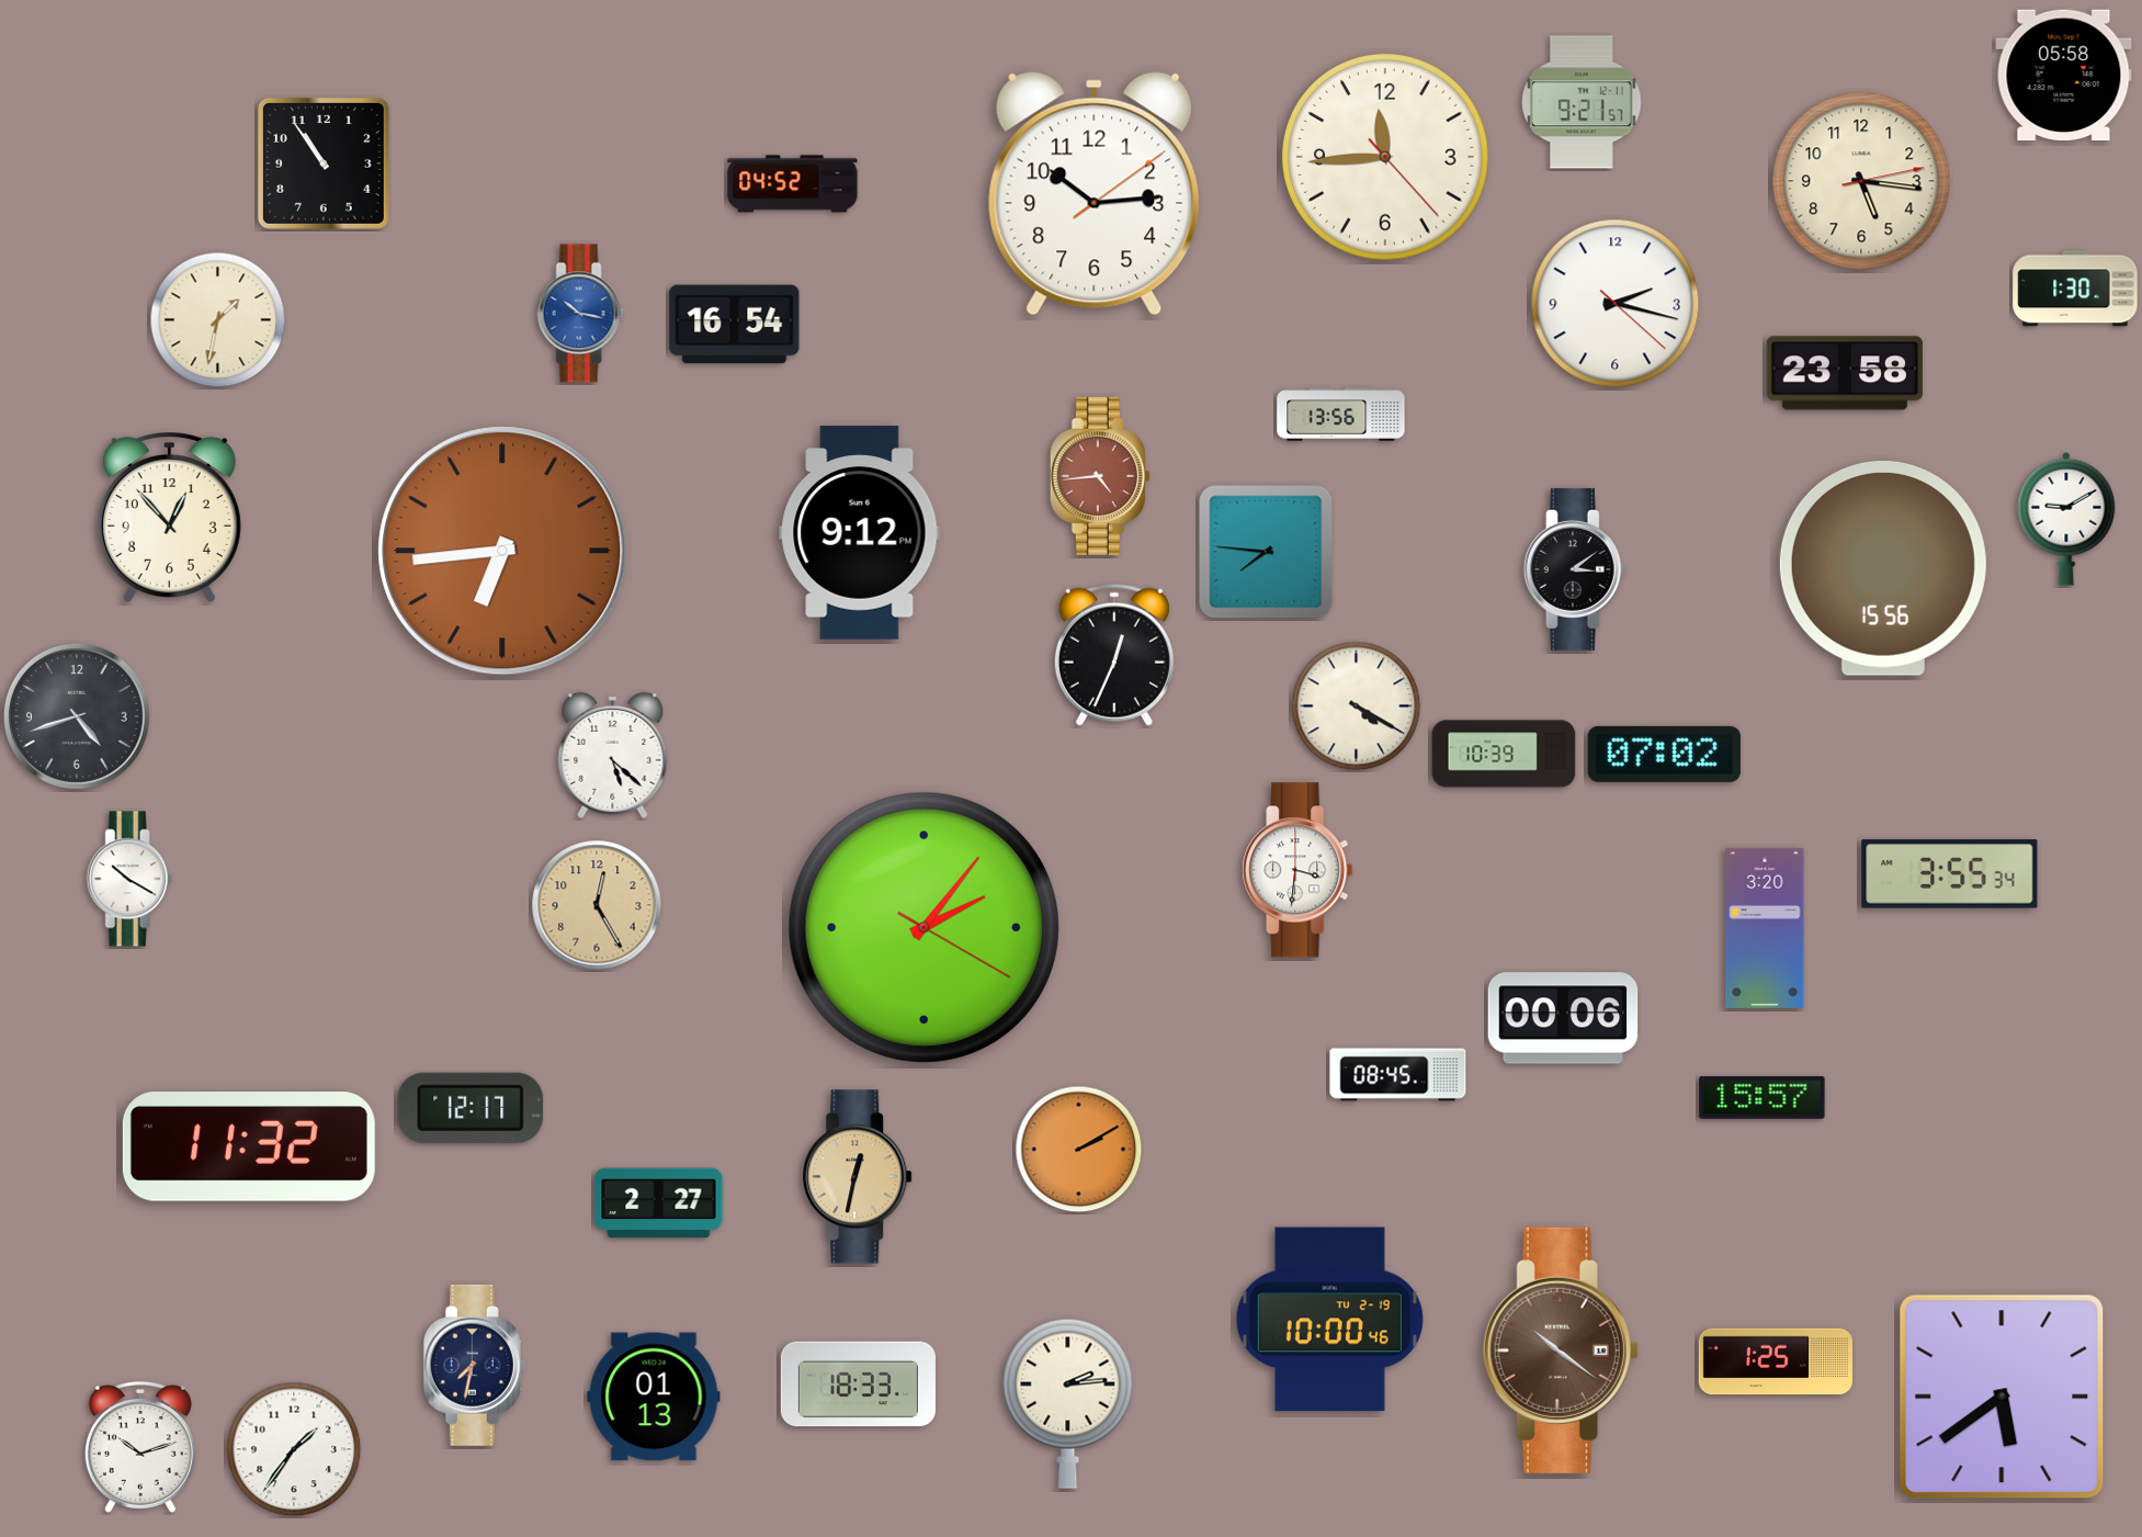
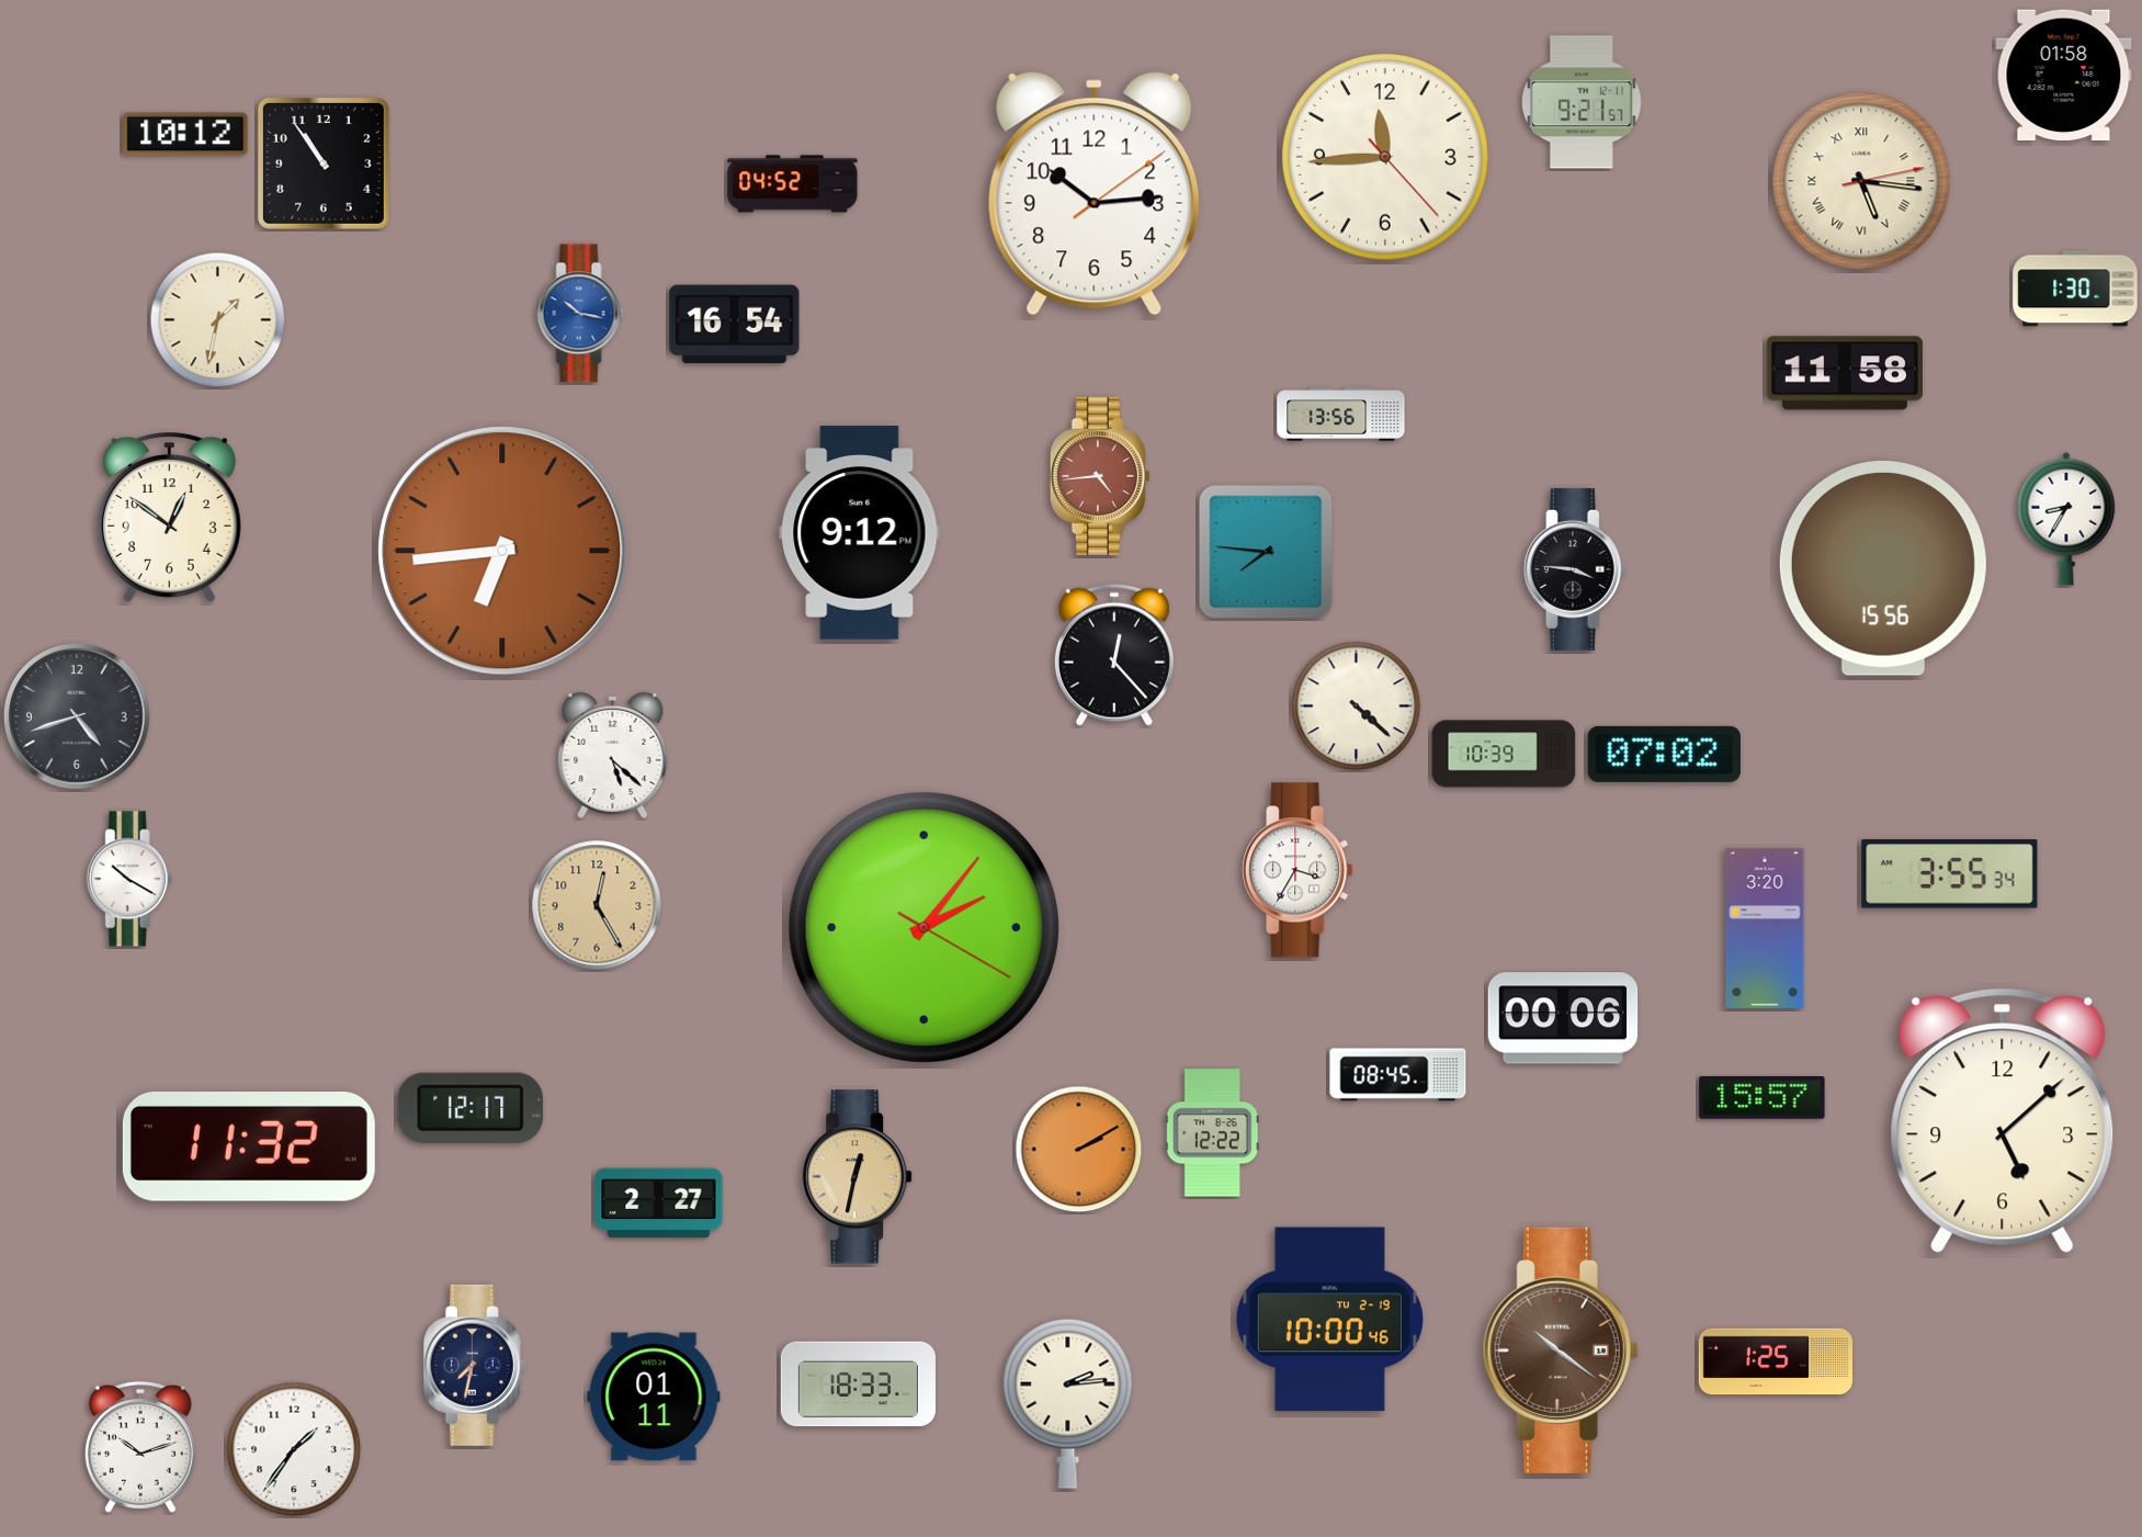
clock at (2064, 76): 05:58 -> 01:58
clock at (185, 134): none -> 10:12
clock at (1861, 181) numerals: Arabic -> Roman
clock at (1616, 304): 2:17 -> none
clock at (1845, 373): 23:58 -> 11:58
clock at (169, 518): 12:53 -> 12:51
clock at (2066, 519): 9:10 -> 8:35
clock at (1575, 569): 3:09 -> 3:46
clock at (1114, 655): 12:34 -> 12:23
clock at (1357, 707): 4:20 -> 4:22
clock at (1297, 870): 3:31 -> 3:35
clock at (2003, 1121): none -> 5:08
clock at (1212, 1133): none -> 12:22
clock at (654, 1397): 01:13 -> 01:11
clock at (2002, 1397): 5:39 -> none
